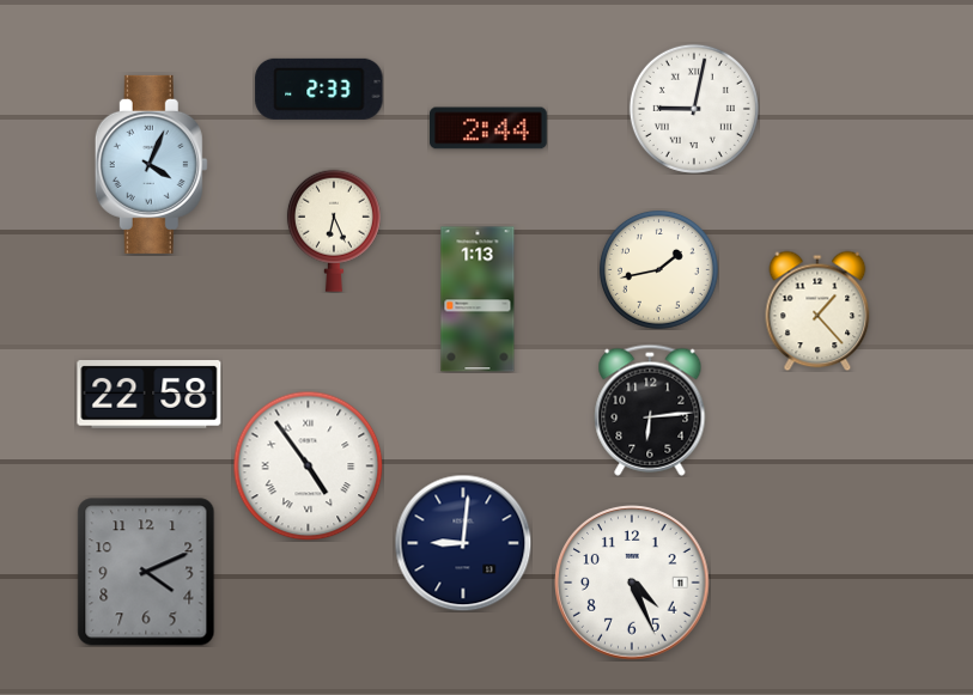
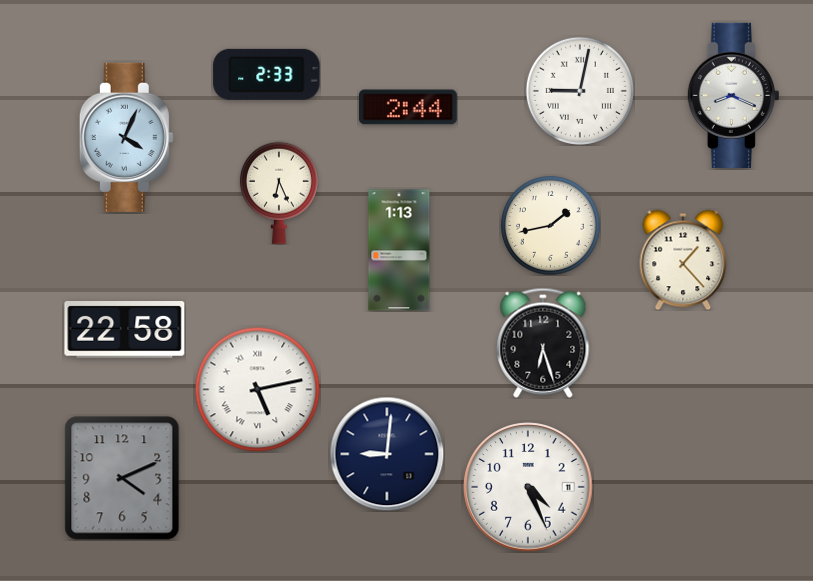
clock at (733, 95): none -> 8:19
clock at (650, 410): 6:14 -> 6:27
clock at (308, 465): 4:54 -> 5:13
